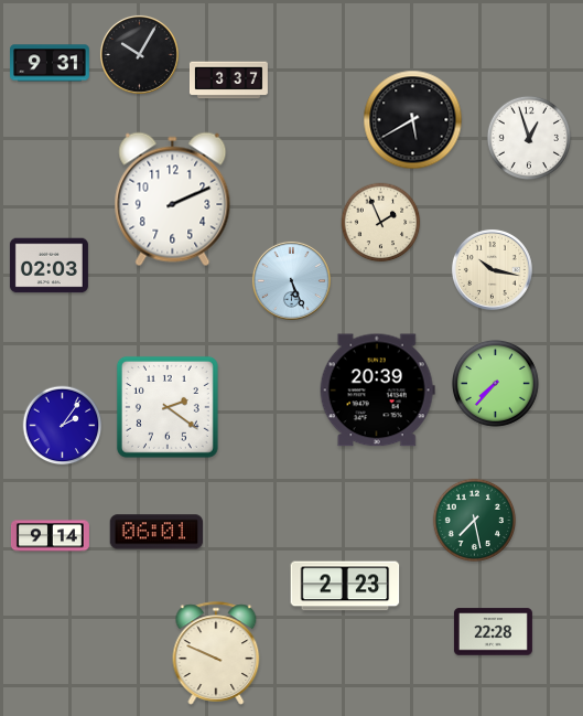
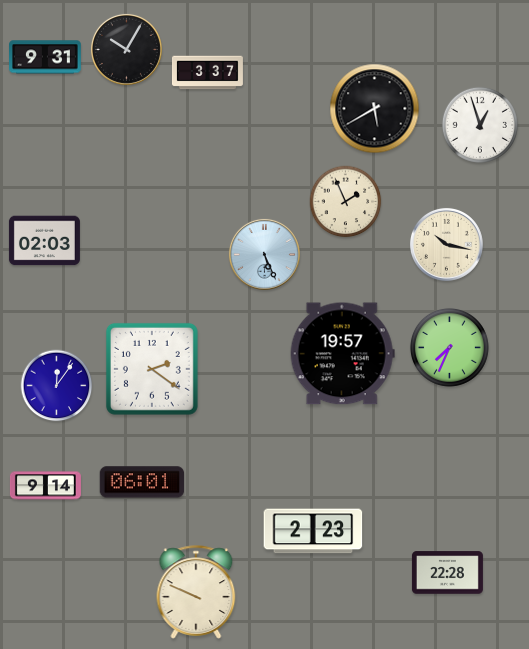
clock at (173, 200): 2:11 -> none
clock at (495, 383): 7:37 -> 7:34
clock at (377, 391): 20:39 -> 19:57
clock at (63, 426): 2:06 -> 12:06
clock at (474, 520): 7:28 -> none
